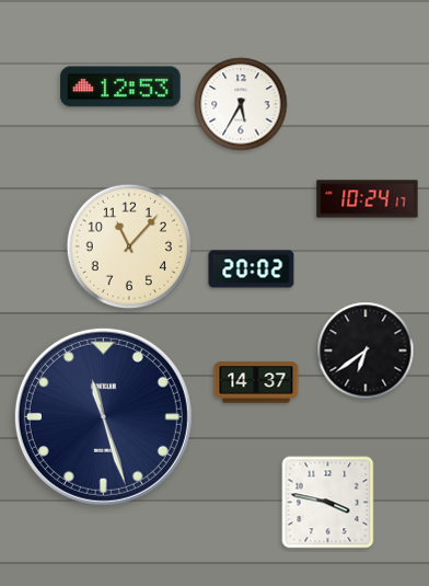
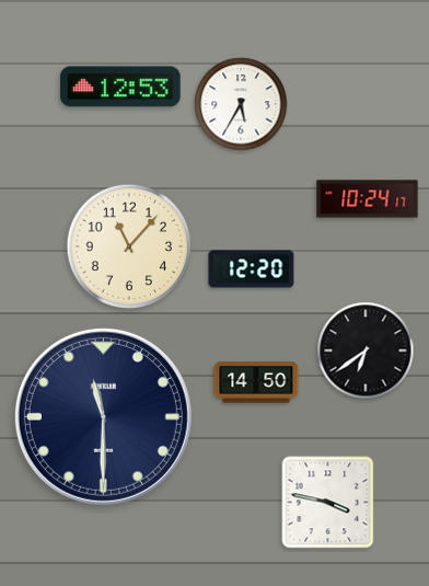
clock at (252, 269): 20:02 -> 12:20
clock at (256, 382): 14:37 -> 14:50
clock at (103, 416): 11:27 -> 11:30
